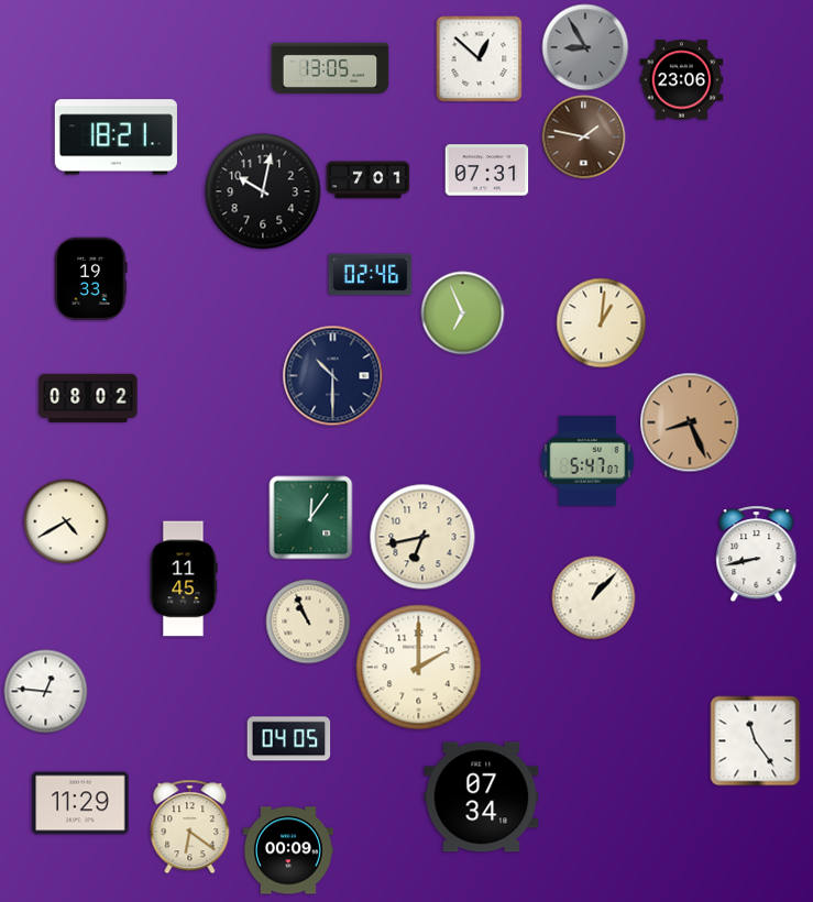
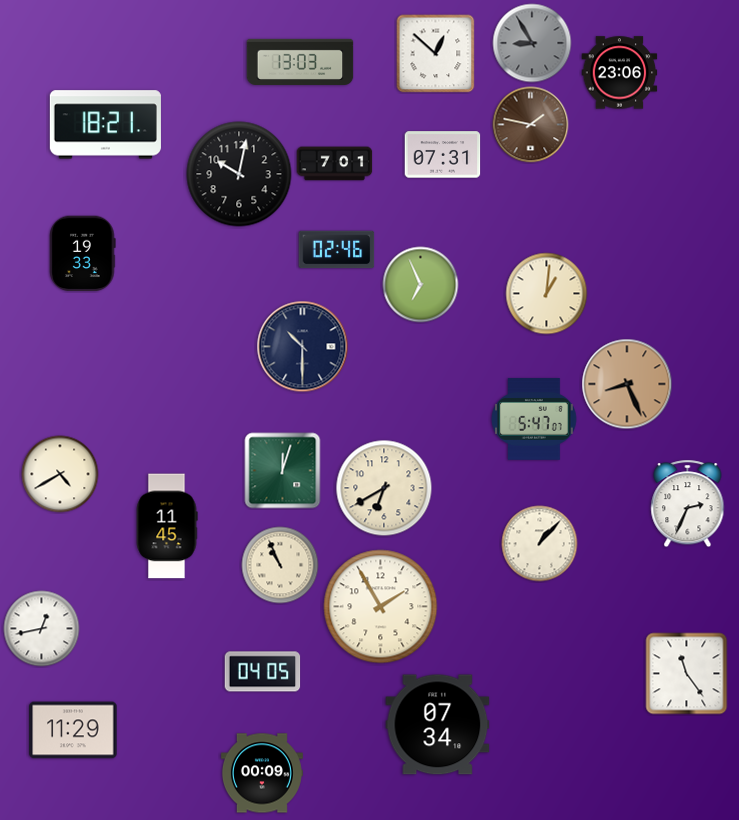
clock at (330, 68): 13:05 -> 13:03
clock at (333, 376) position: (333, 376) -> (303, 347)
clock at (88, 398): 08:02 -> none
clock at (311, 518): 12:06 -> 12:03
clock at (422, 537): 6:43 -> 6:40
clock at (757, 554): 8:43 -> 2:34
clock at (419, 668): 2:00 -> 1:55
clock at (46, 692): 12:46 -> 12:43
clock at (190, 827): 6:21 -> none
